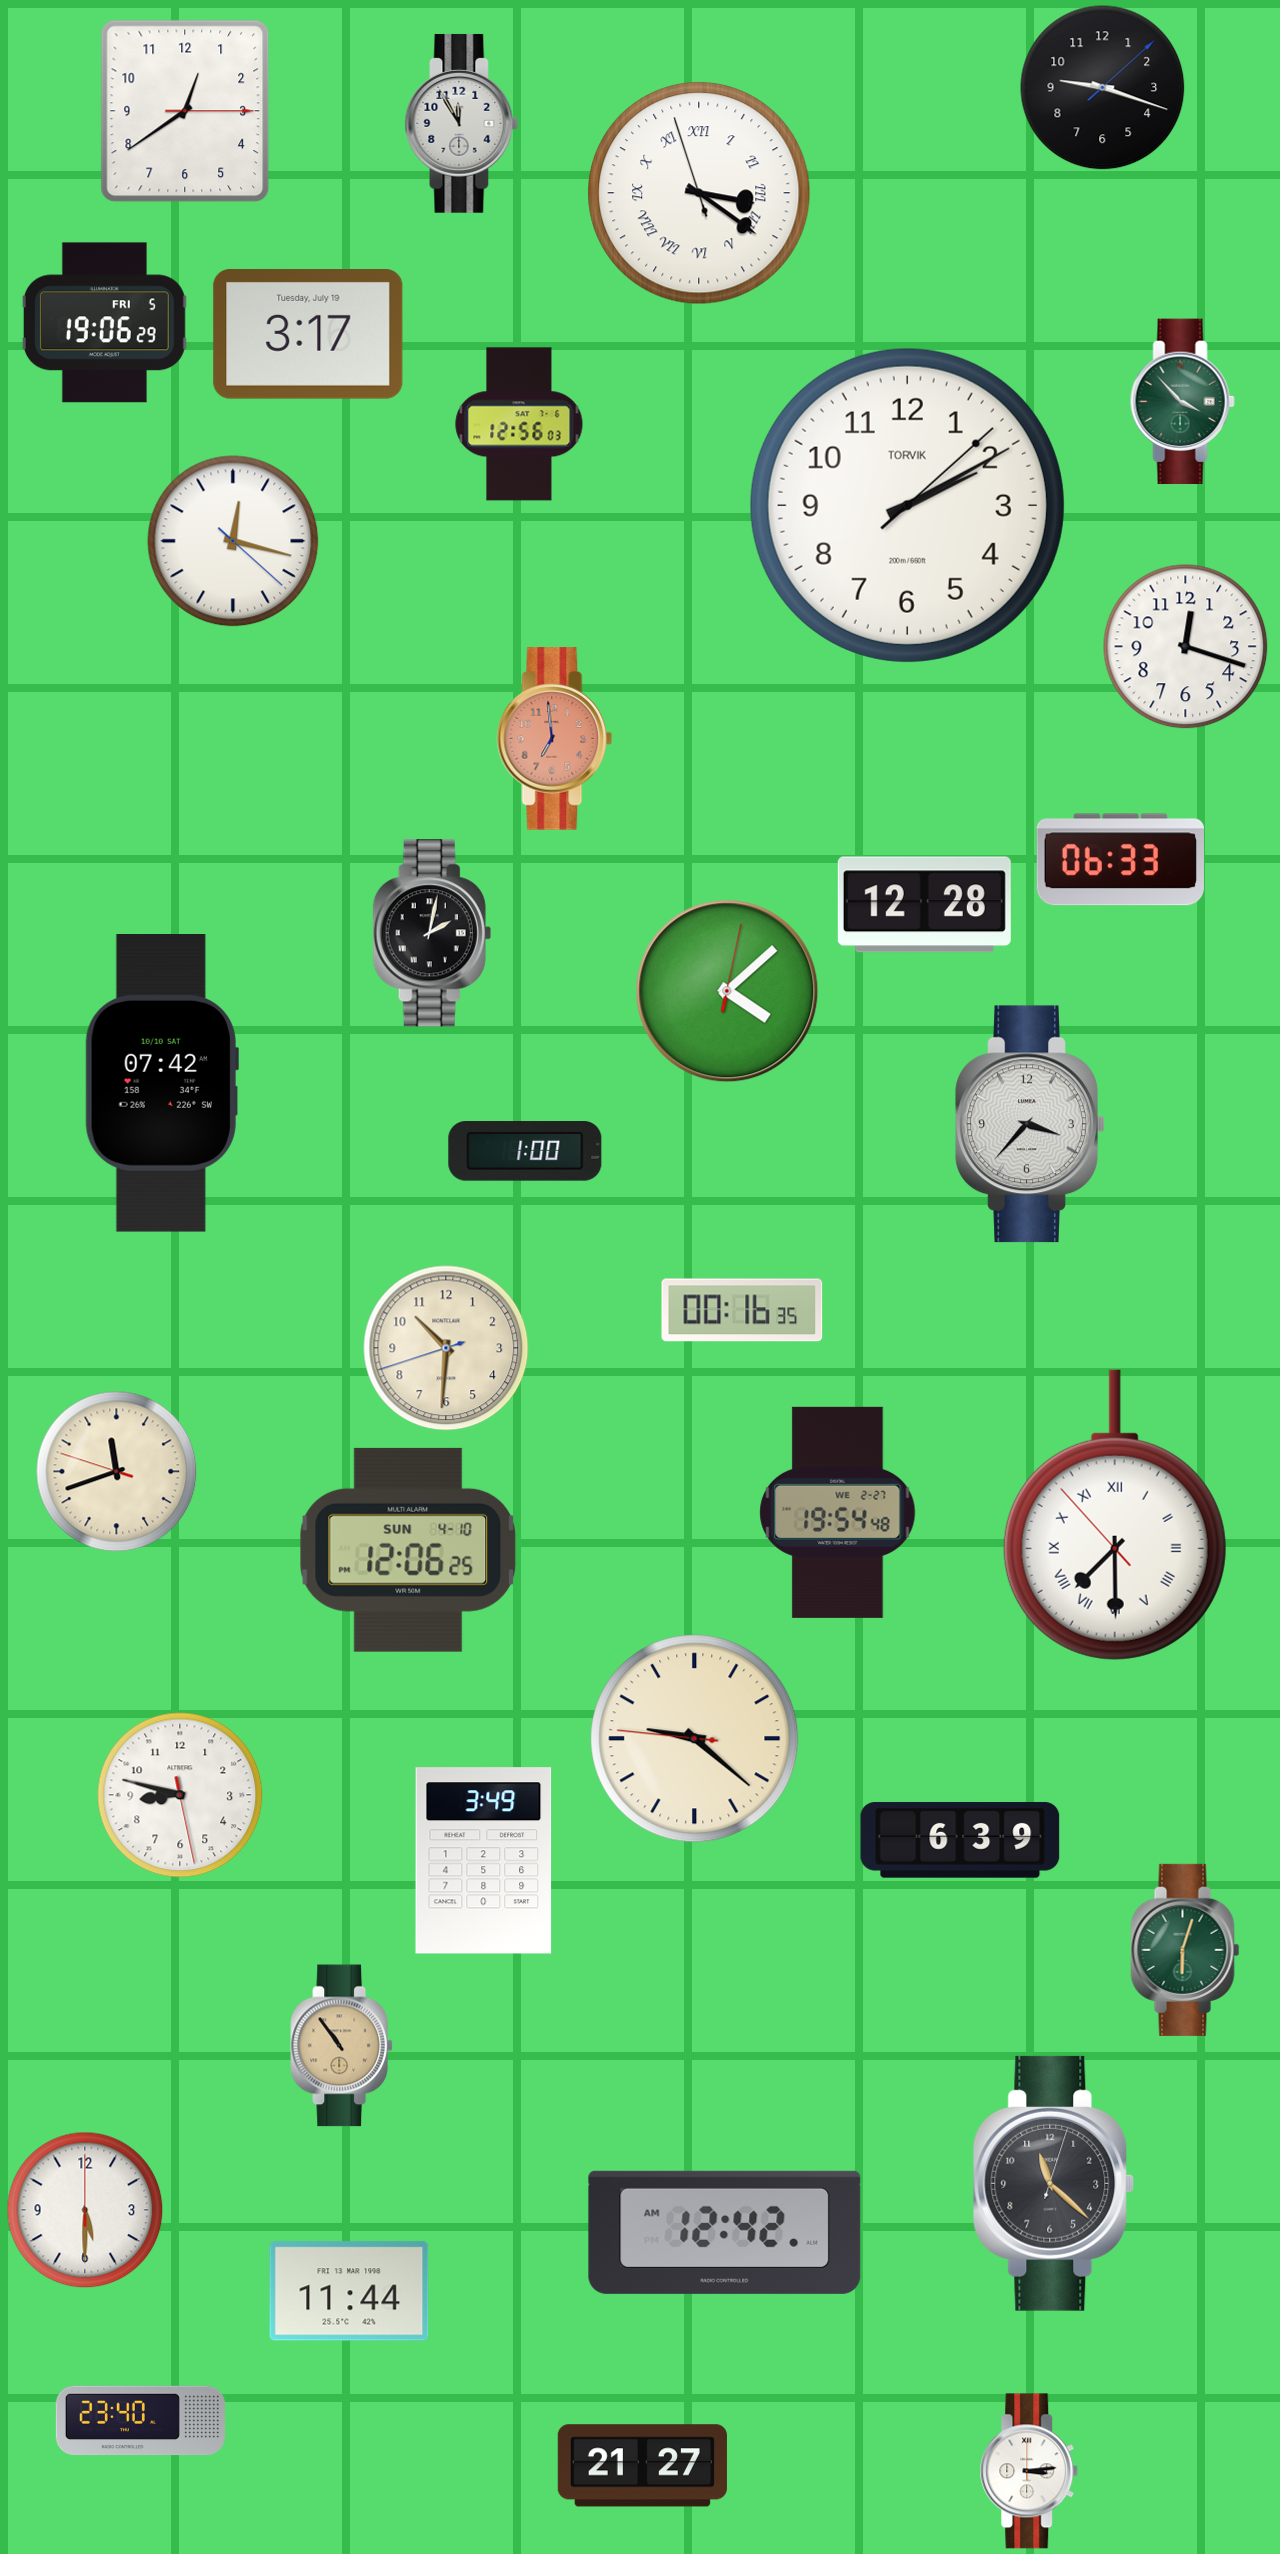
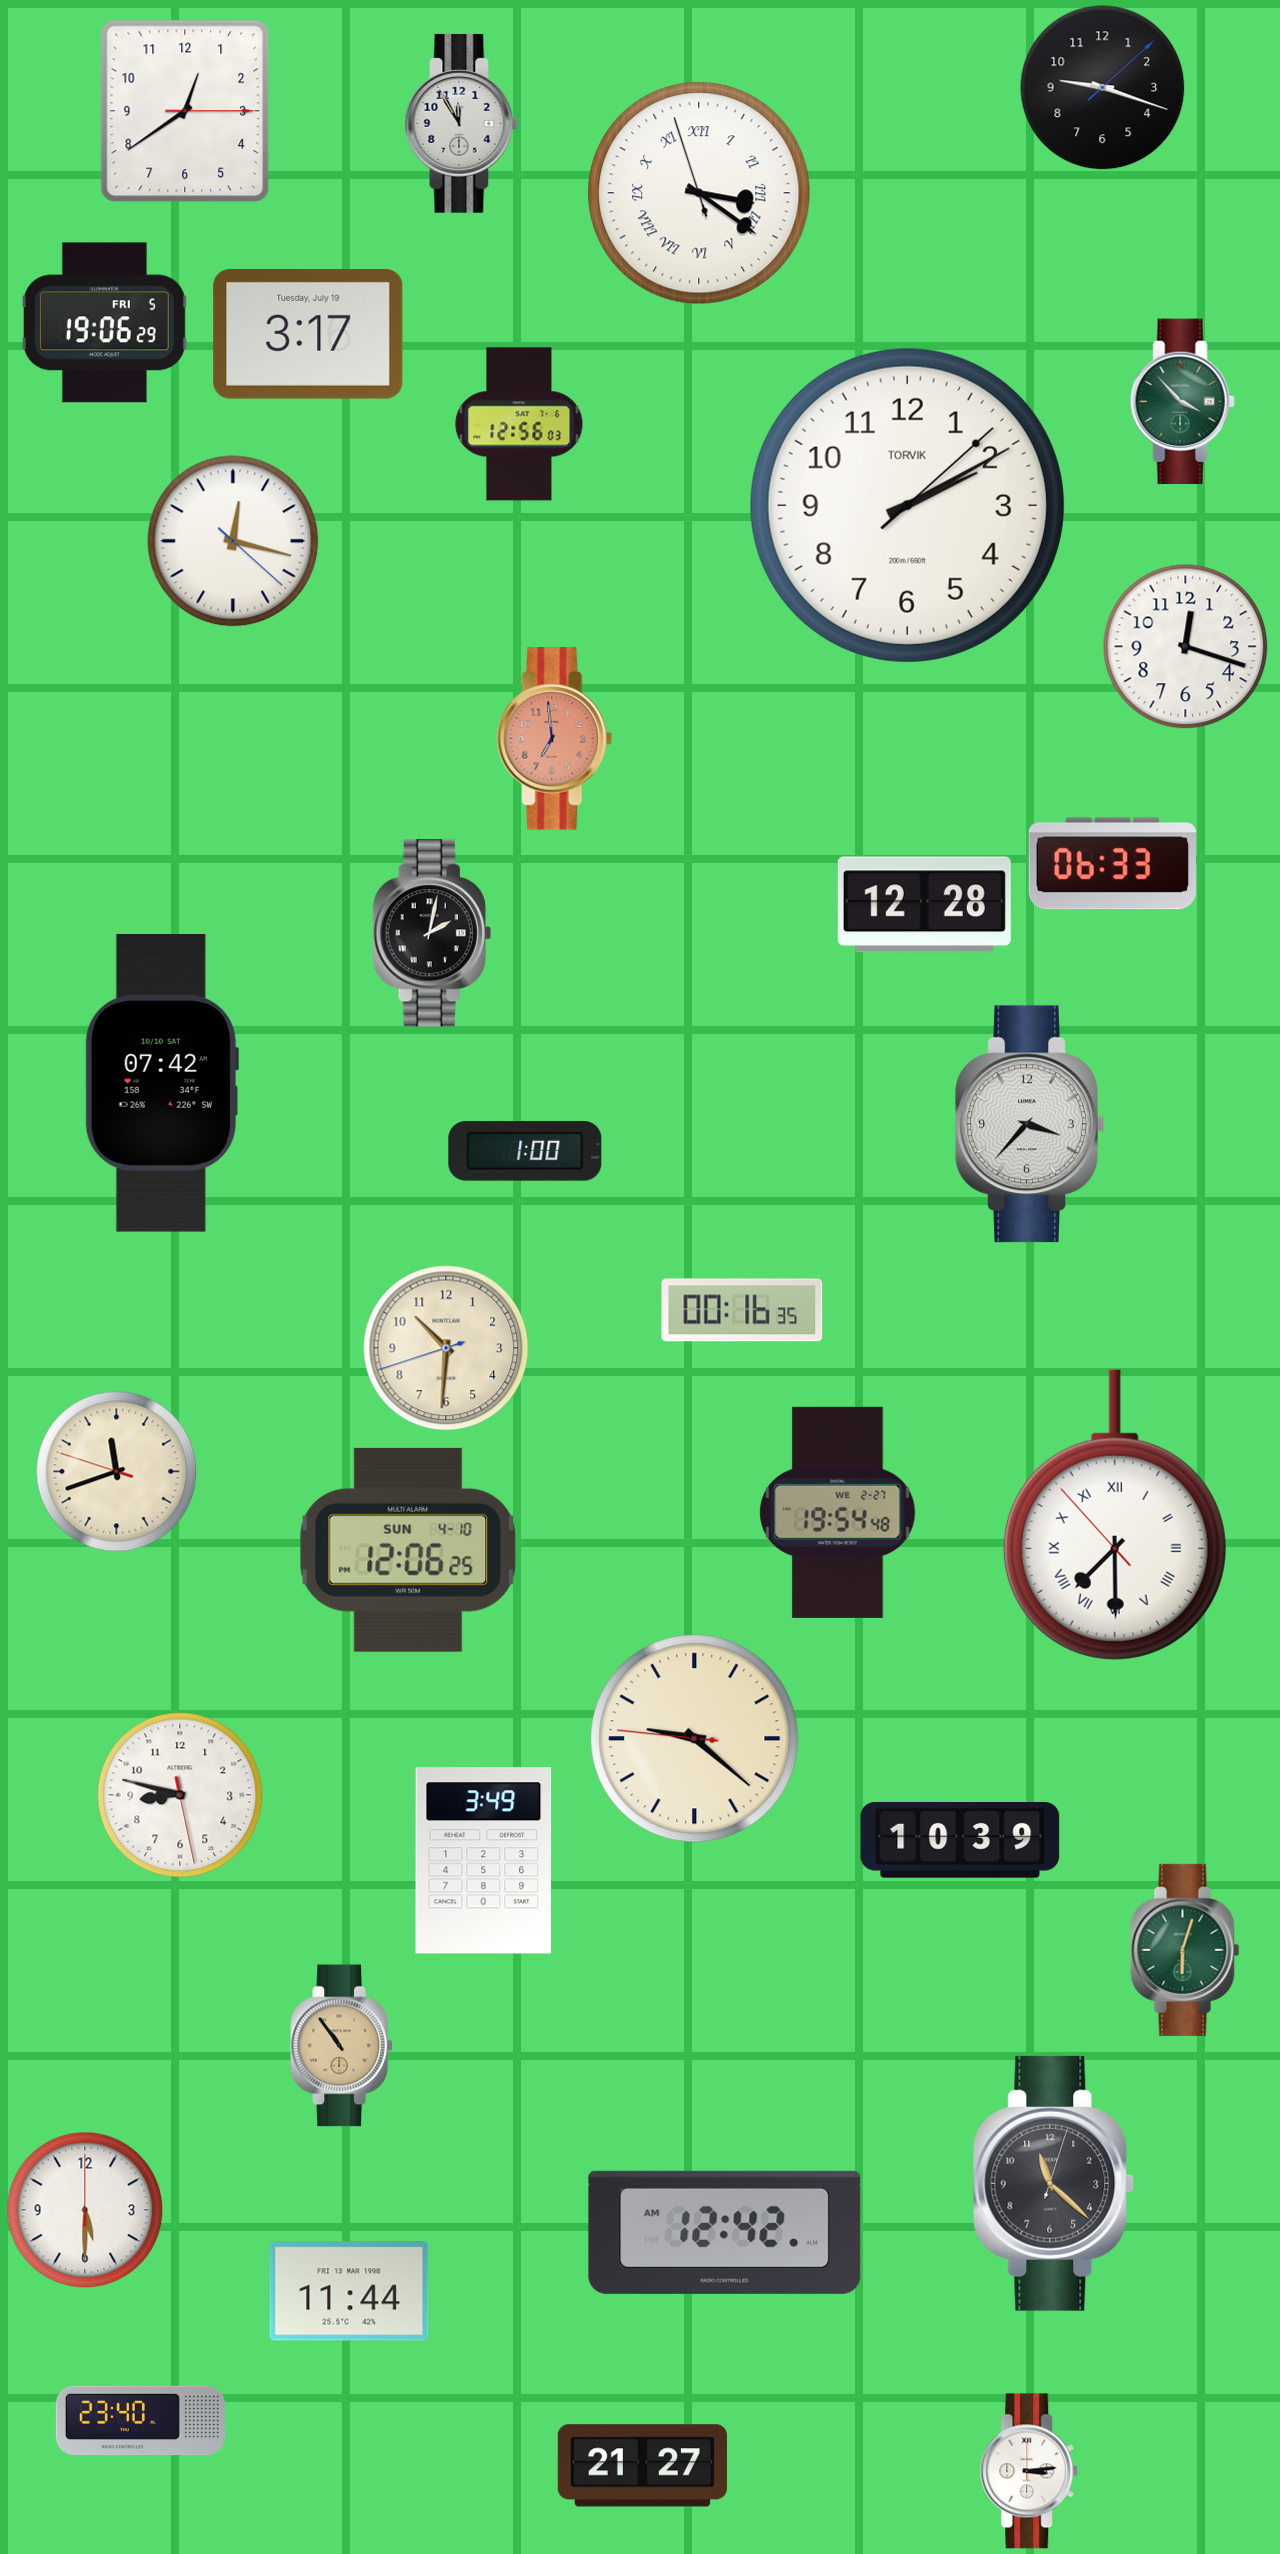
clock at (1120, 860) position: (1120, 860) -> (1112, 864)
clock at (727, 991): 4:08 -> none
clock at (960, 1840): 6:39 -> 10:39
